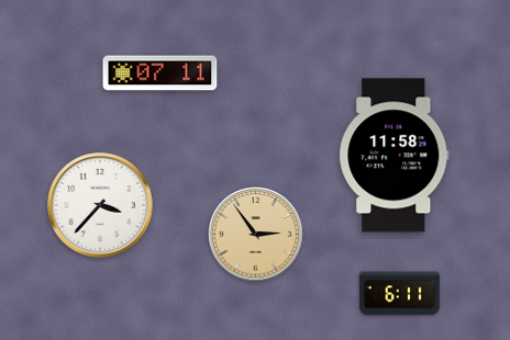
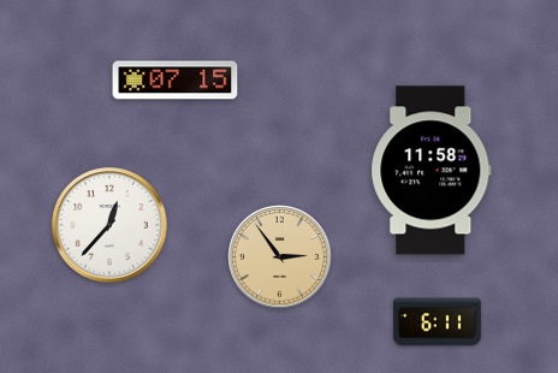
clock at (160, 73): 07:11 -> 07:15
clock at (100, 205): 3:37 -> 12:37
